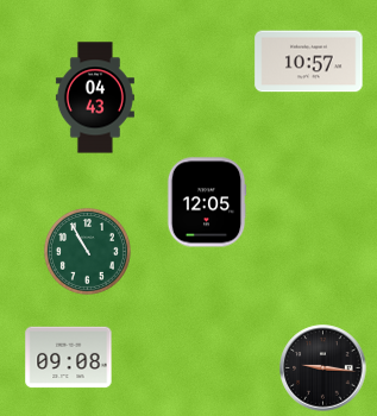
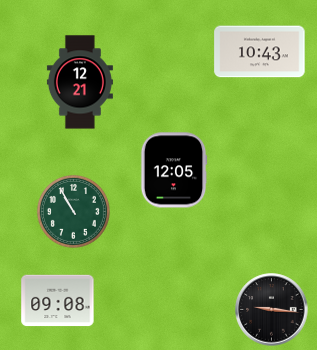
clock at (309, 62): 10:57 -> 10:43
clock at (95, 97): 04:43 -> 12:21
